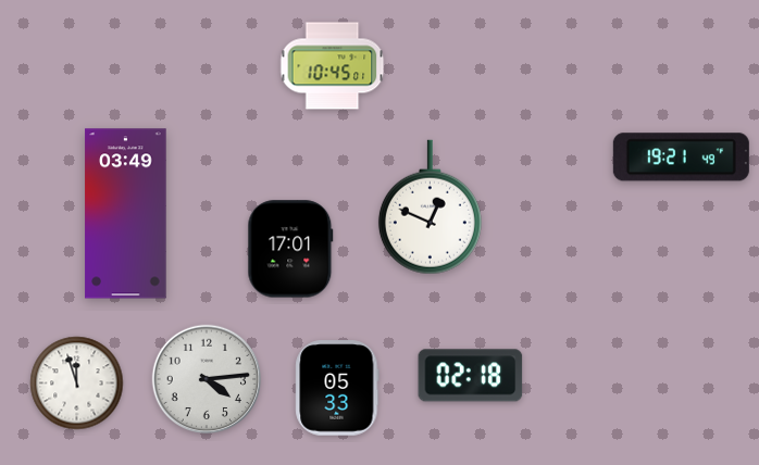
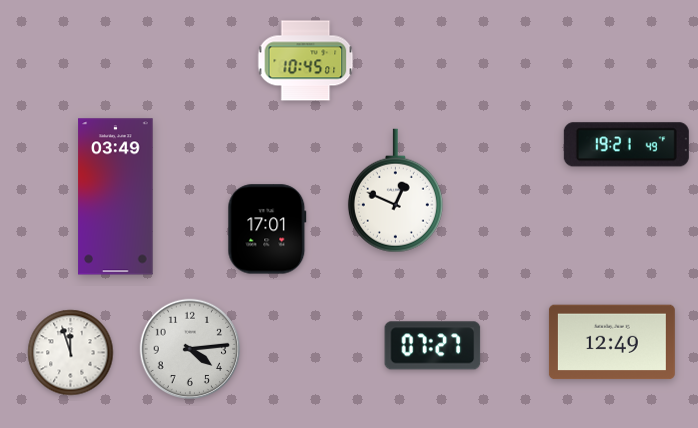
clock at (612, 342): none -> 12:49
clock at (471, 376): 02:18 -> 07:27
clock at (337, 388): 05:33 -> none
